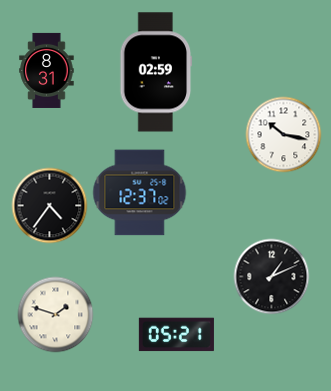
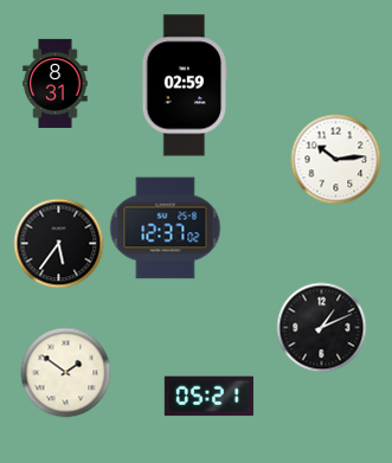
clock at (284, 135): 10:17 -> 10:14
clock at (50, 206): 4:36 -> 5:36
clock at (56, 315): 1:48 -> 1:51
